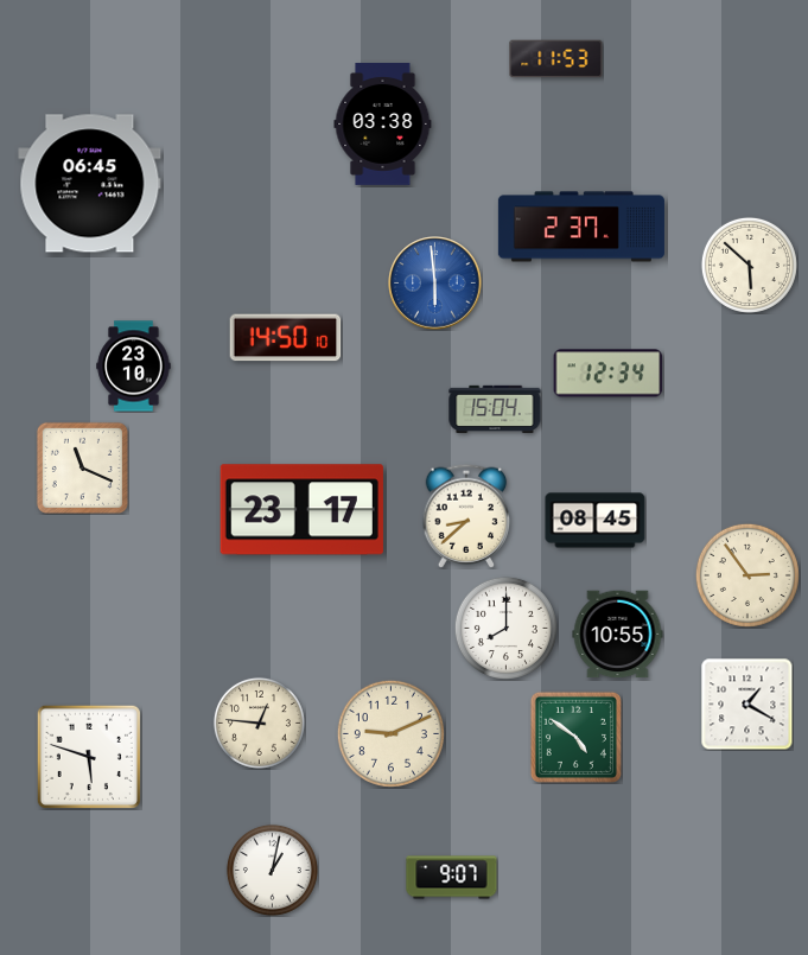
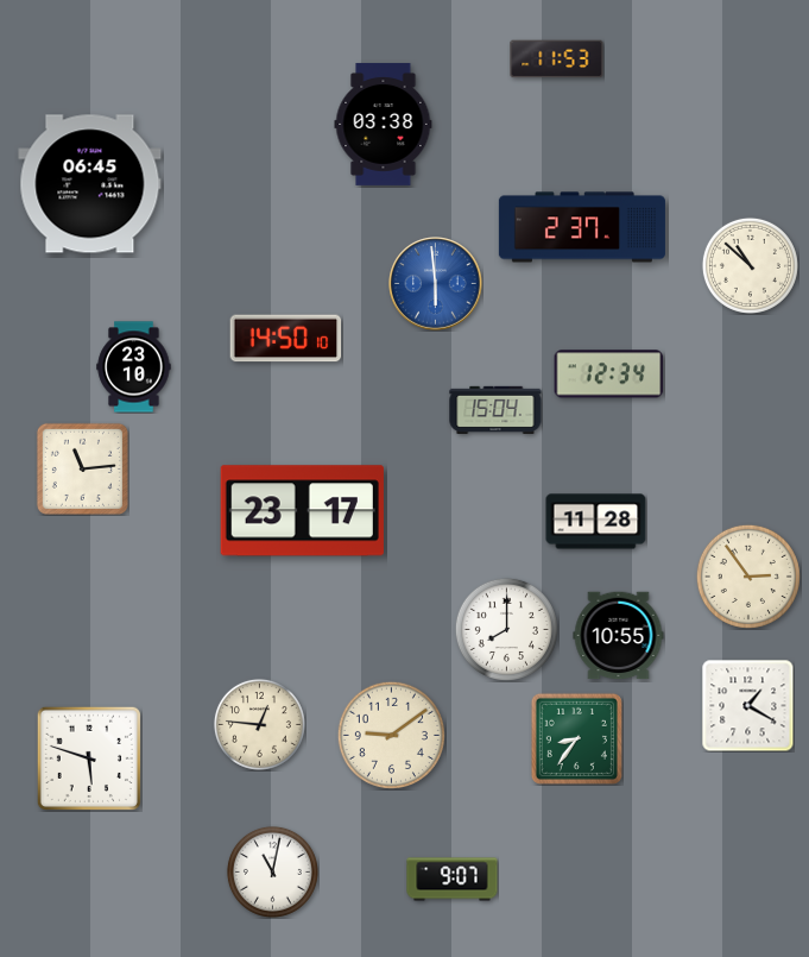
clock at (749, 265): 5:52 -> 10:52
clock at (82, 467): 11:19 -> 11:14
clock at (466, 516): 8:38 -> none
clock at (596, 521): 08:45 -> 11:28
clock at (390, 733): 9:11 -> 9:09
clock at (575, 737): 4:51 -> 8:36
clock at (272, 870): 1:02 -> 11:02
